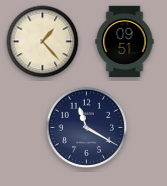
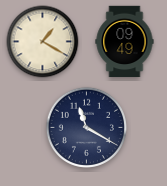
clock at (43, 42): 1:23 -> 1:20
clock at (125, 42): 09:51 -> 09:49
